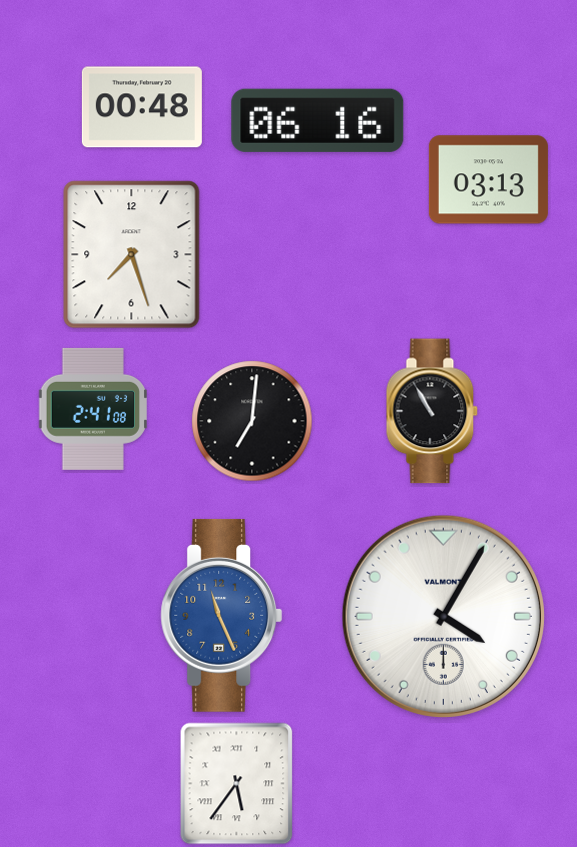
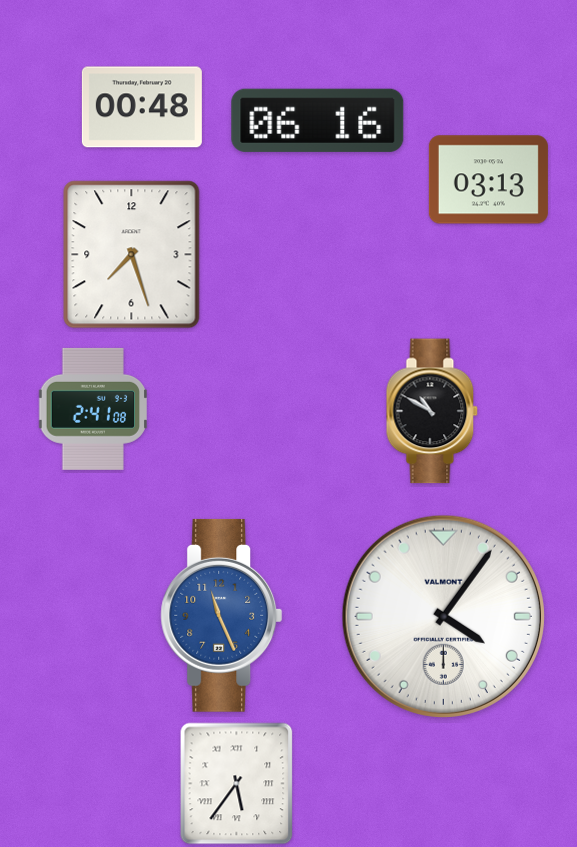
clock at (432, 411): 10:55 -> 10:50
clock at (252, 421): 7:01 -> none
clock at (443, 616): 4:05 -> 4:06
